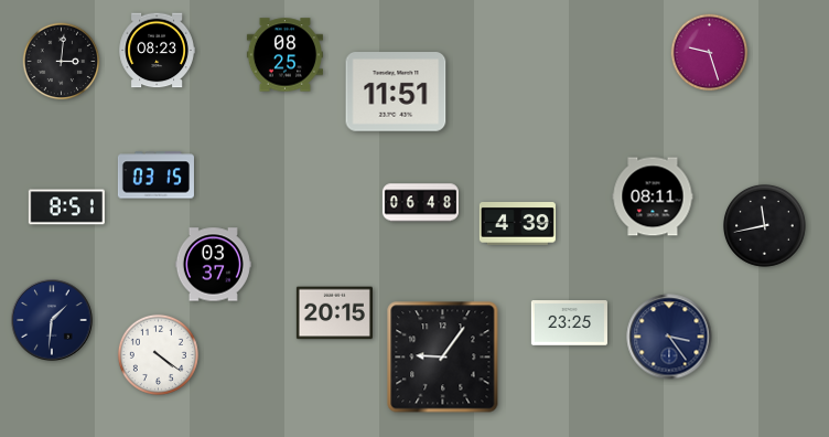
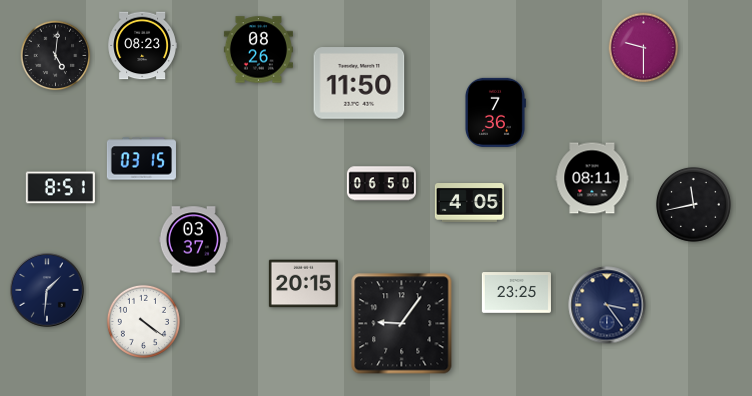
clock at (710, 53): 9:27 -> 9:30
clock at (284, 55): 08:25 -> 08:26
clock at (62, 62): 3:01 -> 5:01
clock at (396, 92): 11:51 -> 11:50
clock at (495, 112): none -> 7:36
clock at (420, 203): 06:48 -> 06:50
clock at (517, 224): 4:39 -> 4:05
